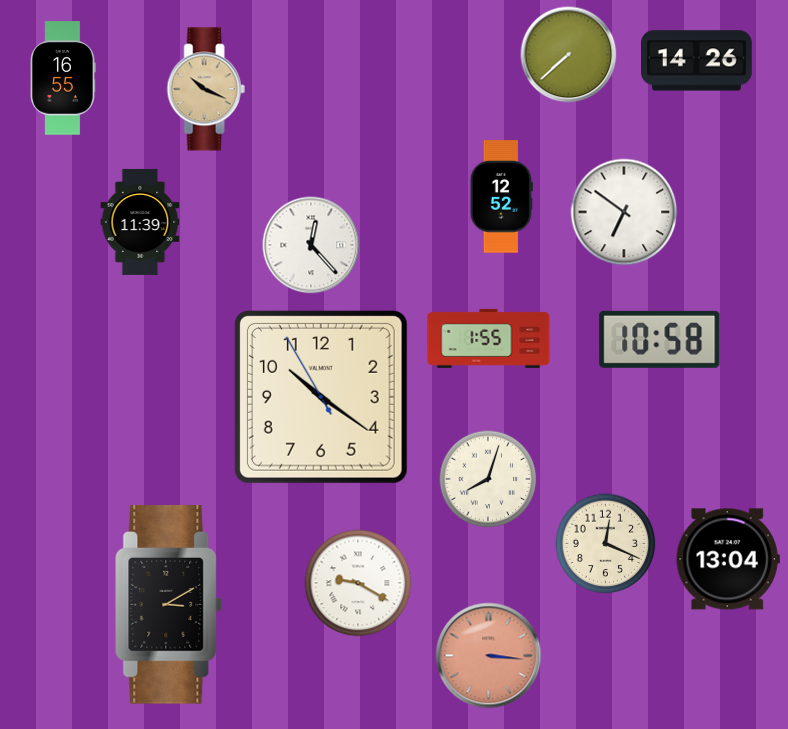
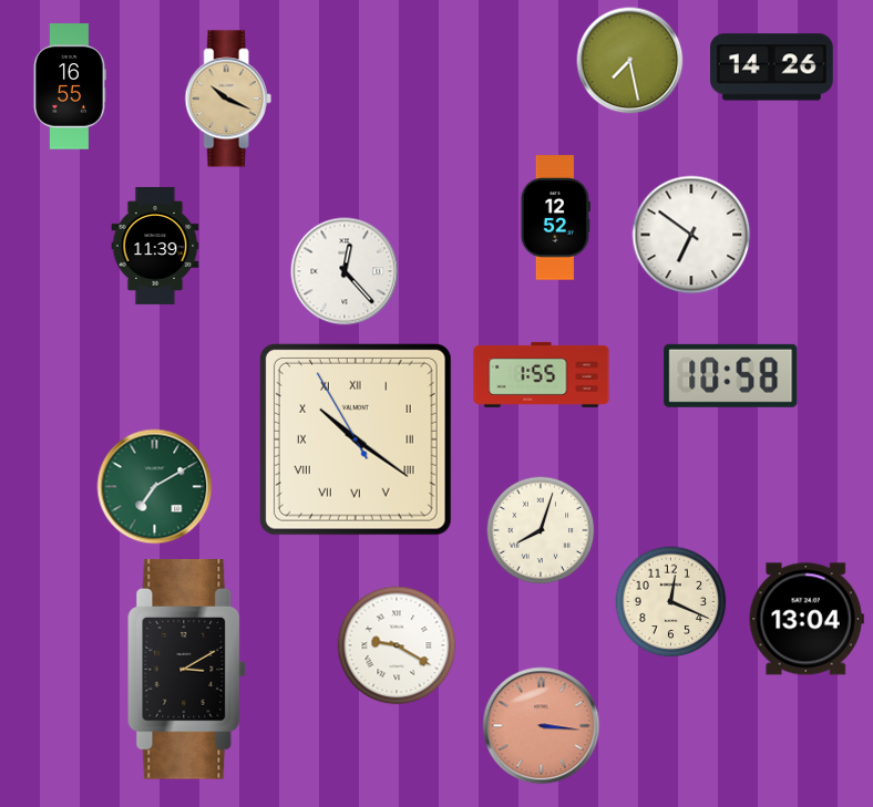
clock at (569, 55): 7:38 -> 7:28
clock at (321, 397) numerals: Arabic -> Roman
clock at (155, 487): none -> 7:10
